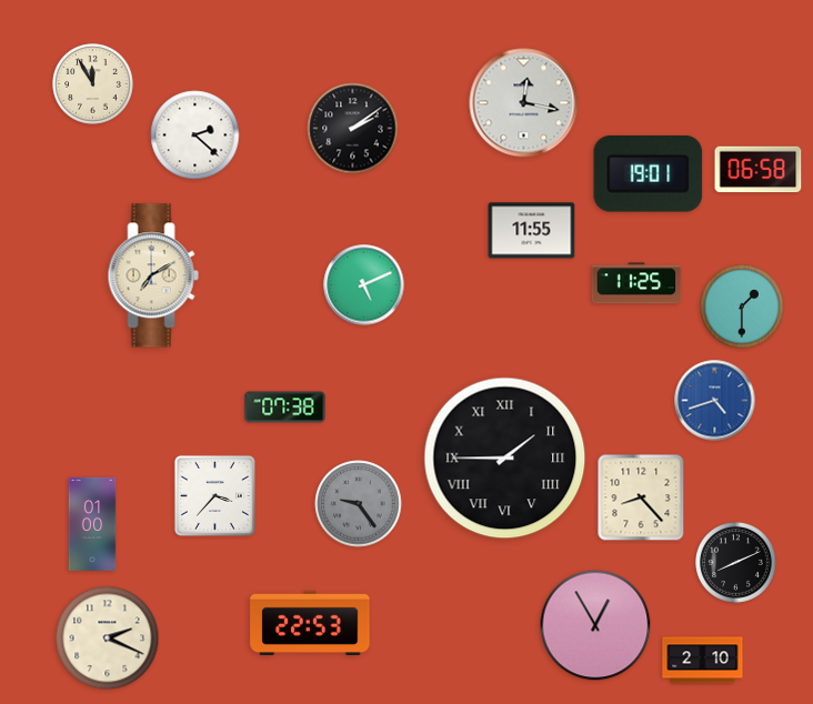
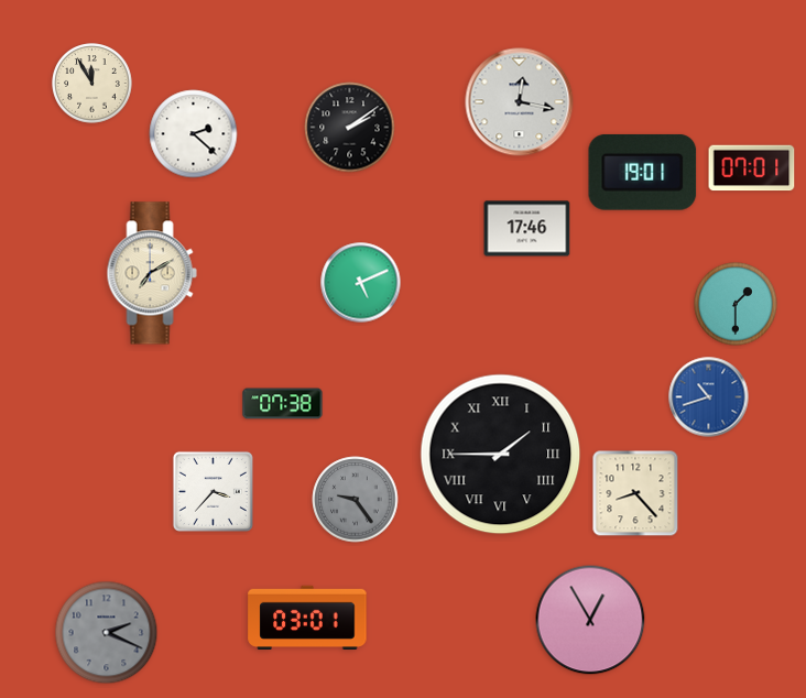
clock at (759, 170): 06:58 -> 07:01
clock at (532, 231): 11:55 -> 17:46
clock at (636, 283): 11:25 -> none
clock at (715, 401): 4:42 -> 10:42
clock at (92, 524): 01:00 -> none
clock at (736, 563): 8:11 -> none
clock at (310, 622): 22:53 -> 03:01
clock at (108, 638) dial: cream -> grey
clock at (703, 661): 2:10 -> none
